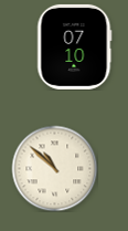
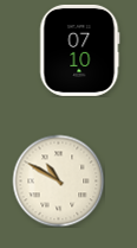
clock at (54, 168): 10:52 -> 10:50
